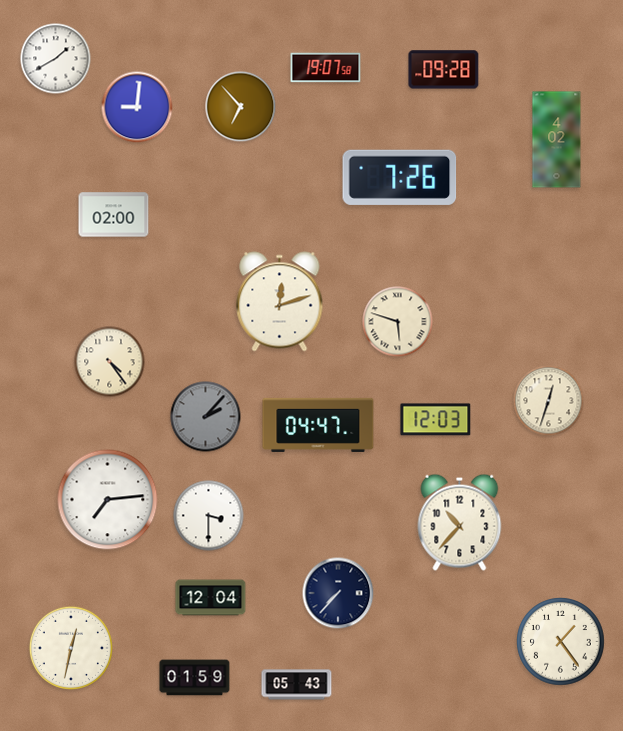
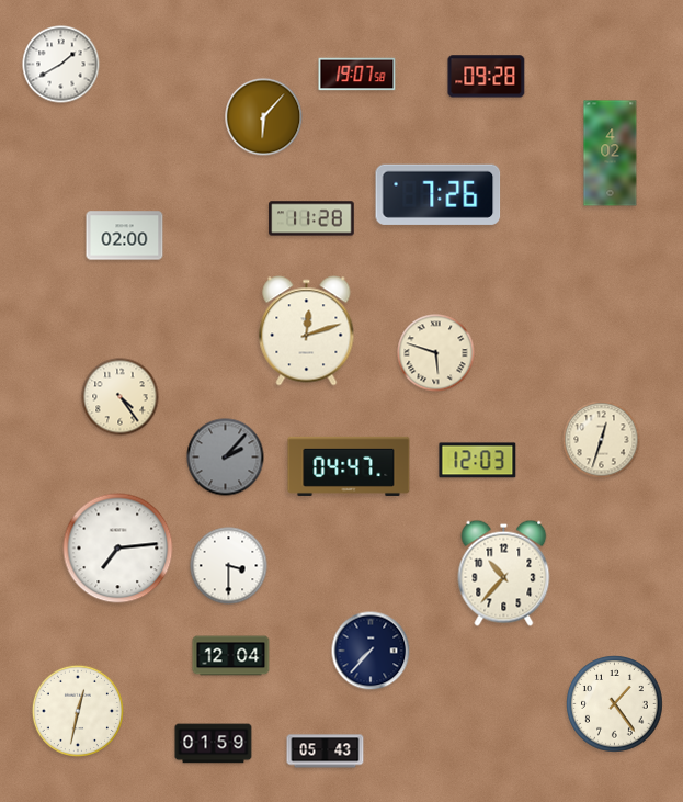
clock at (137, 107): 9:01 -> none
clock at (241, 107): 6:53 -> 6:07
clock at (311, 218): none -> 11:28
